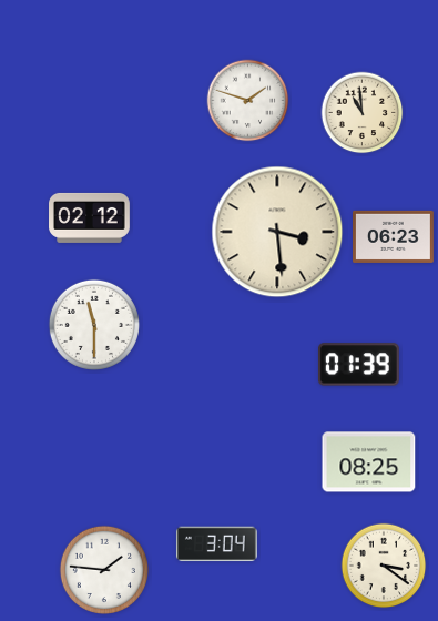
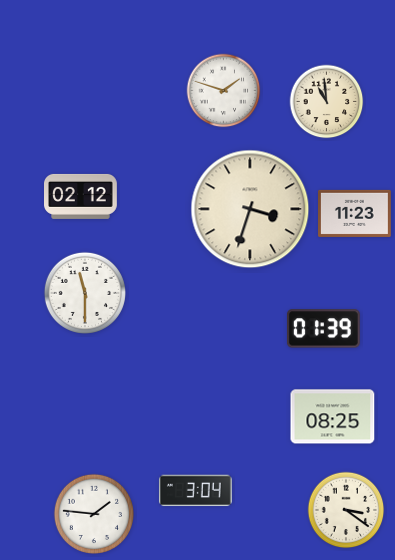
clock at (277, 232): 3:29 -> 3:33
clock at (394, 236): 06:23 -> 11:23
